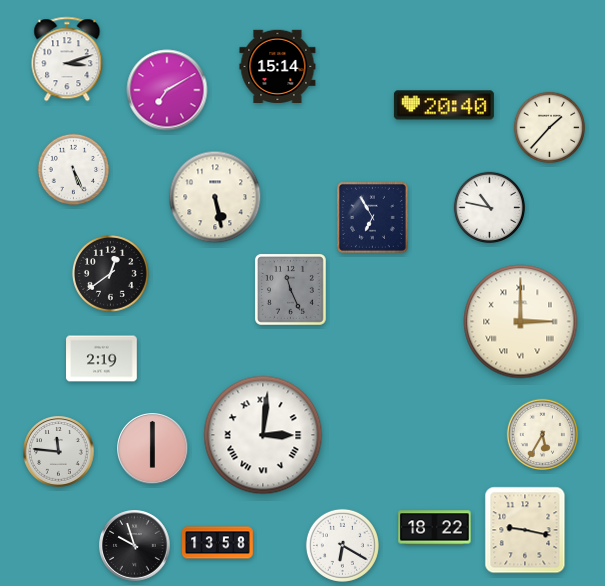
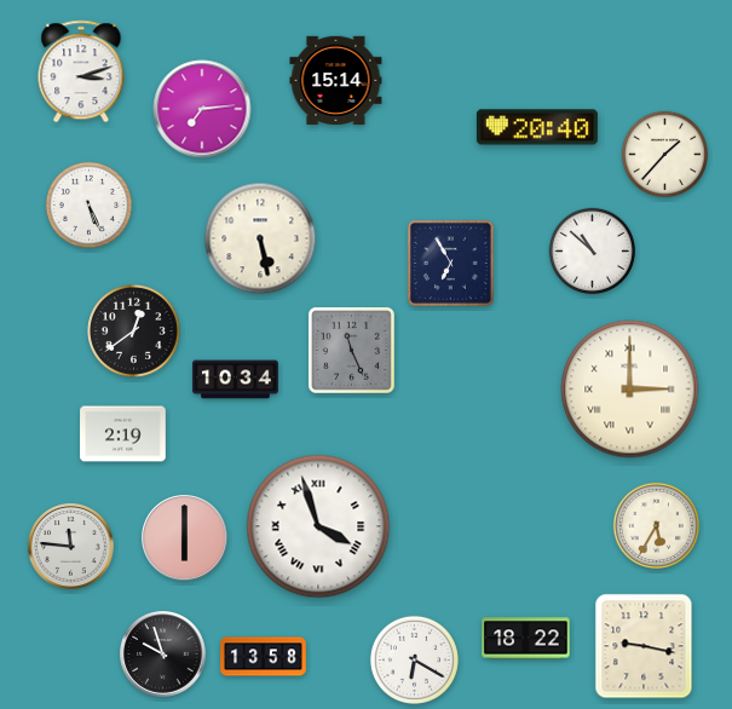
clock at (167, 90): 7:10 -> 7:14
clock at (489, 207): 10:47 -> 10:52
clock at (236, 380): none -> 10:34
clock at (263, 435): 3:01 -> 3:57
clock at (153, 449) position: (153, 449) -> (185, 538)
clock at (525, 530) position: (525, 530) -> (644, 646)
clock at (135, 546) position: (135, 546) -> (163, 655)
